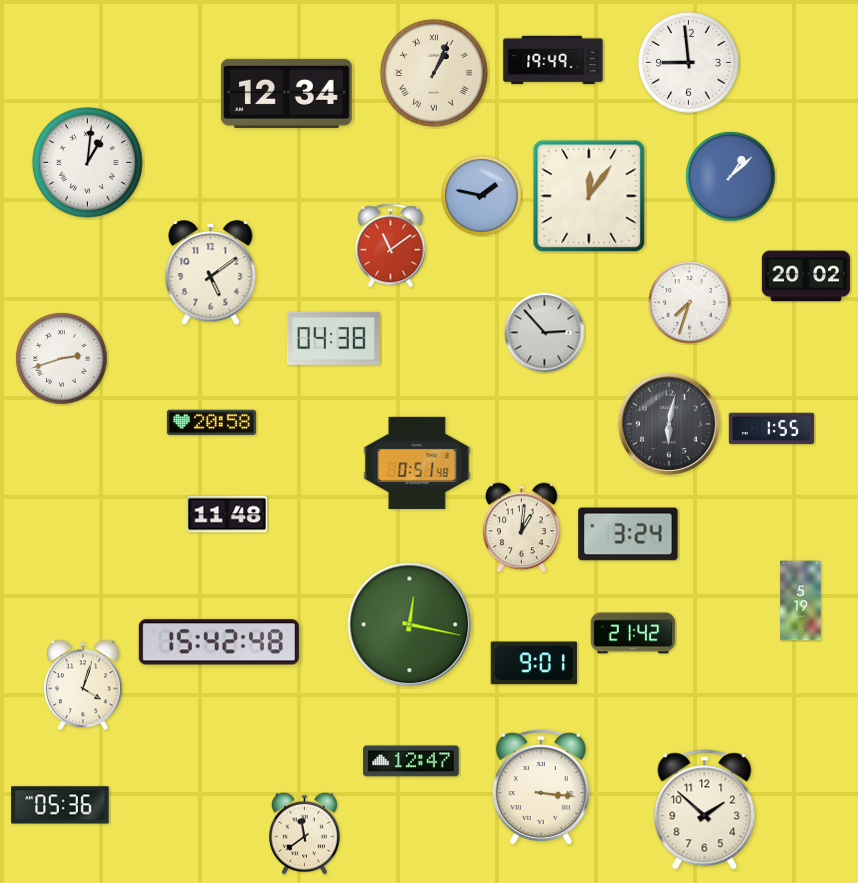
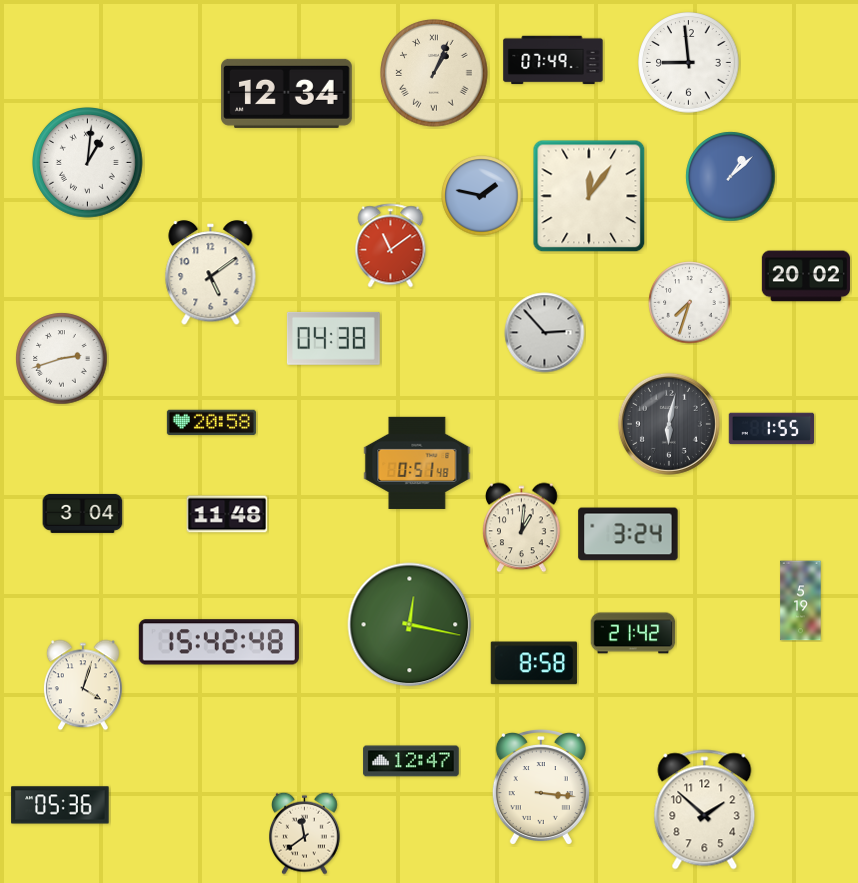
clock at (553, 60): 19:49 -> 07:49
clock at (83, 513): none -> 3:04
clock at (534, 663): 9:01 -> 8:58
